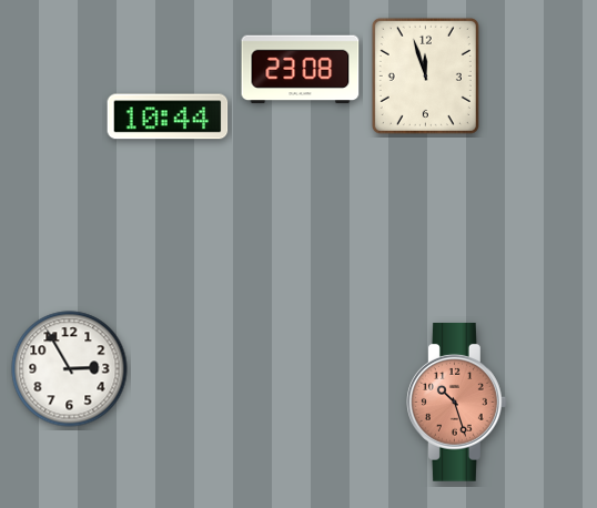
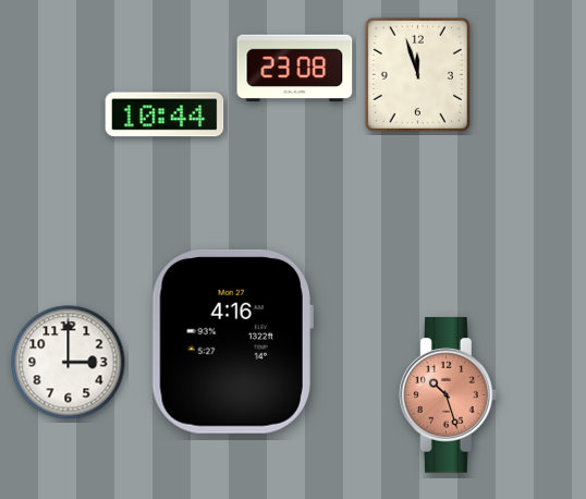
clock at (232, 341): none -> 4:16
clock at (70, 369): 2:55 -> 3:00
